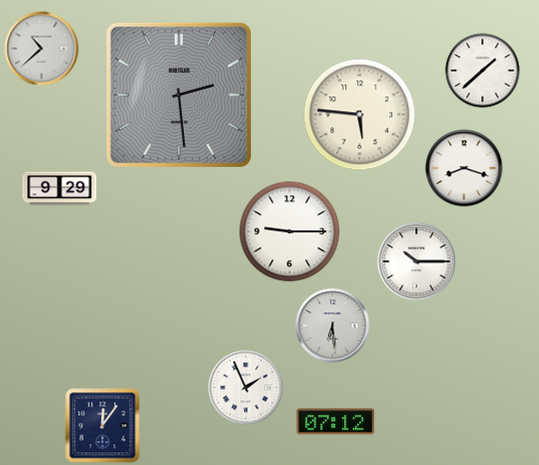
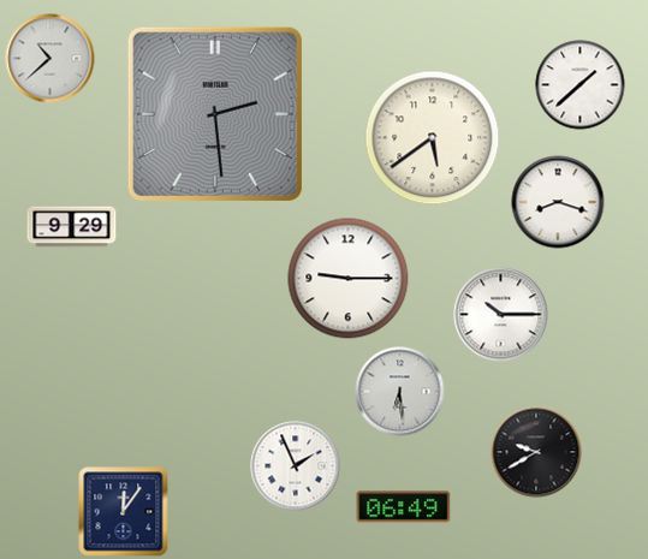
clock at (360, 115): 5:46 -> 5:39
clock at (536, 452): none -> 9:40
clock at (336, 422): 07:12 -> 06:49
